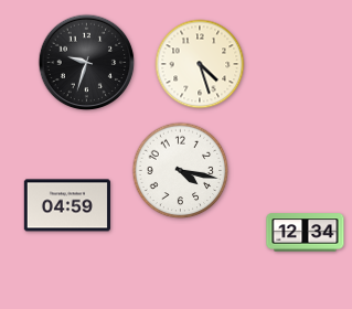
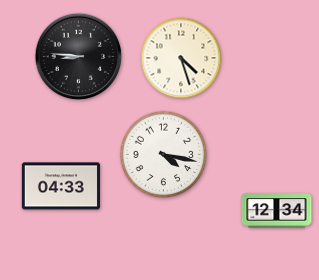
clock at (87, 63): 9:33 -> 8:46
clock at (67, 205): 04:59 -> 04:33
